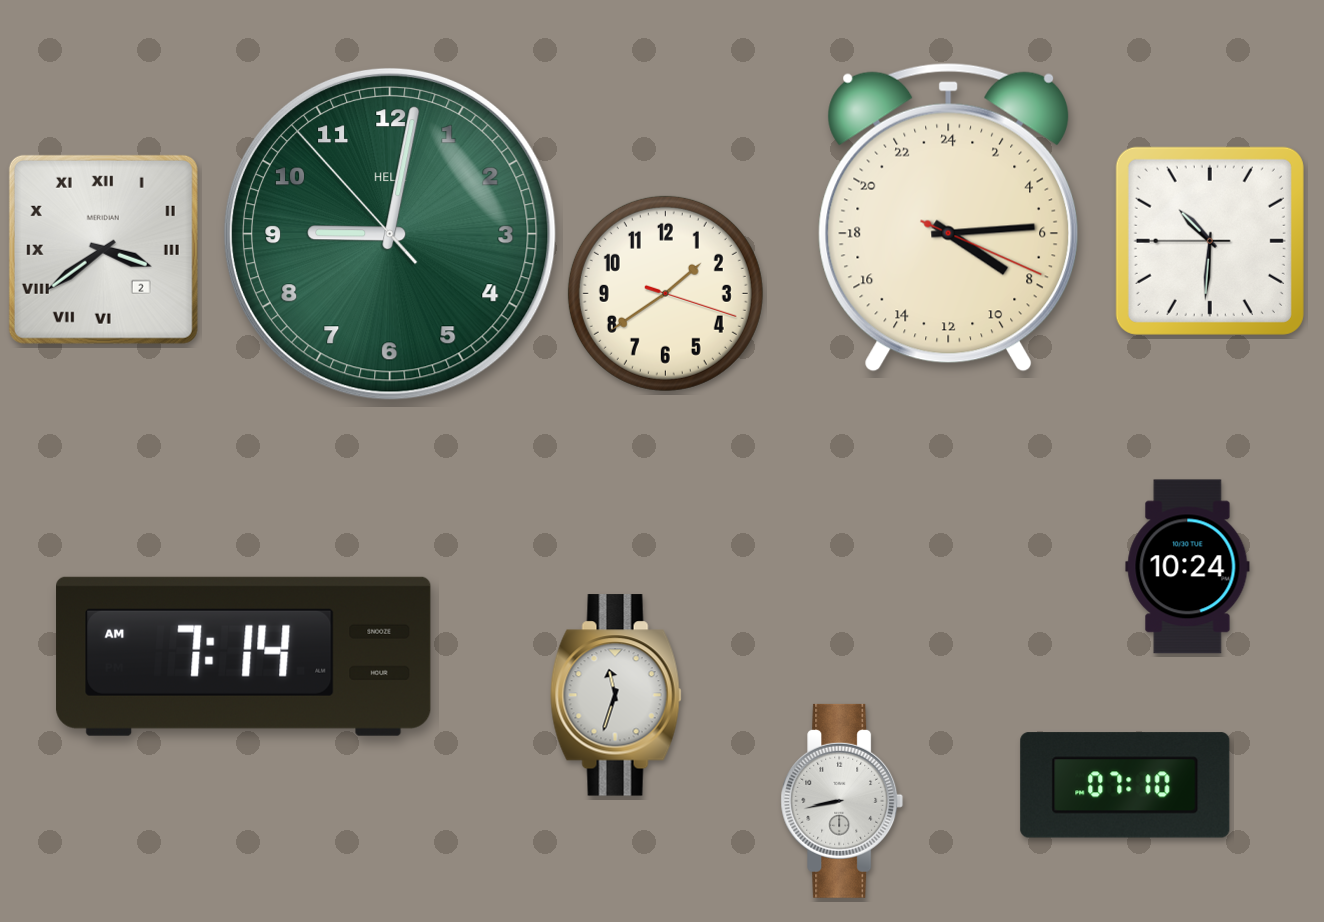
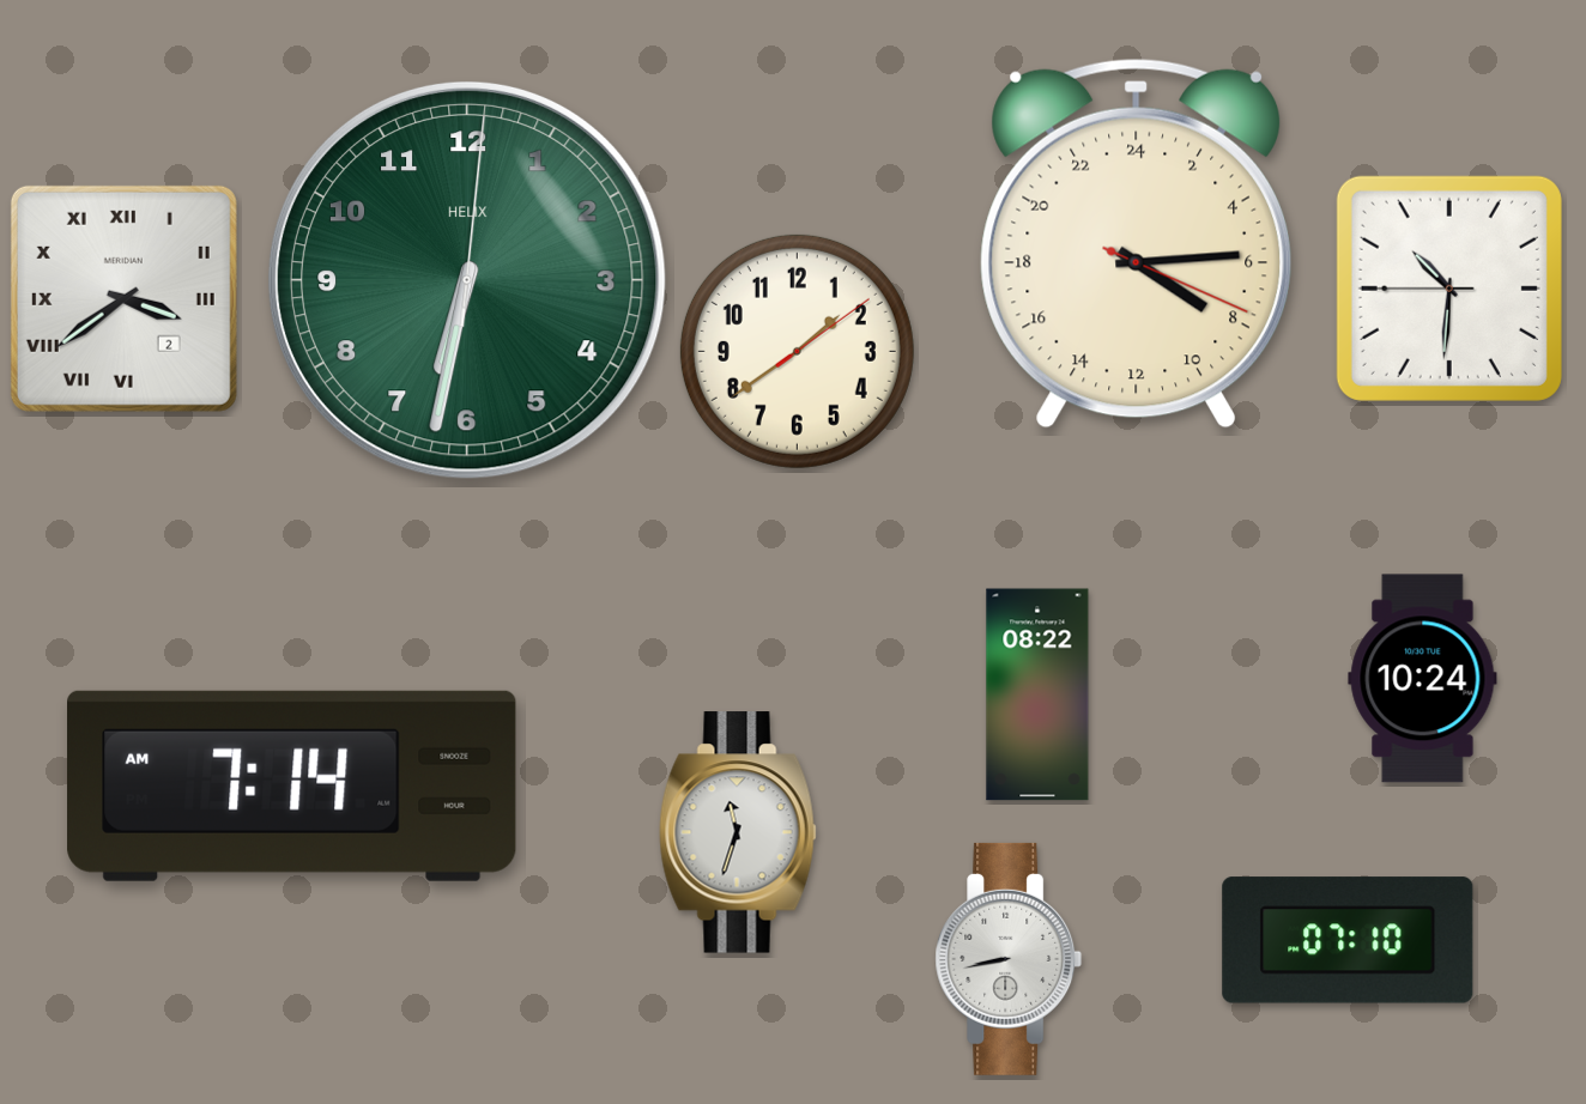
clock at (948, 217) position: (948, 217) -> (1136, 243)
clock at (390, 234): 9:01 -> 6:32
clock at (665, 293): 1:39:18 -> 1:39:09
clock at (1037, 694): none -> 08:22
